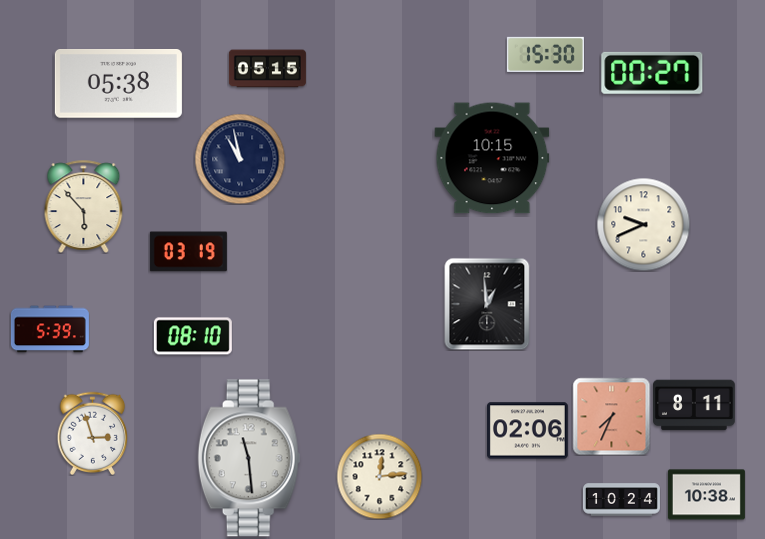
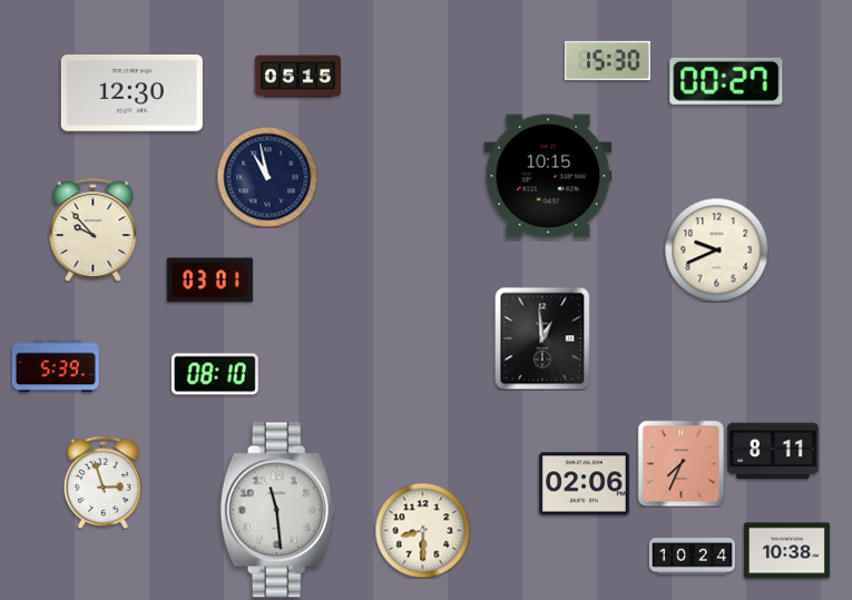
clock at (118, 84): 05:38 -> 12:30
clock at (84, 206): 5:53 -> 9:53
clock at (188, 252): 03:19 -> 03:01
clock at (528, 431) position: (528, 431) -> (585, 484)
clock at (379, 476): 12:14 -> 8:30
